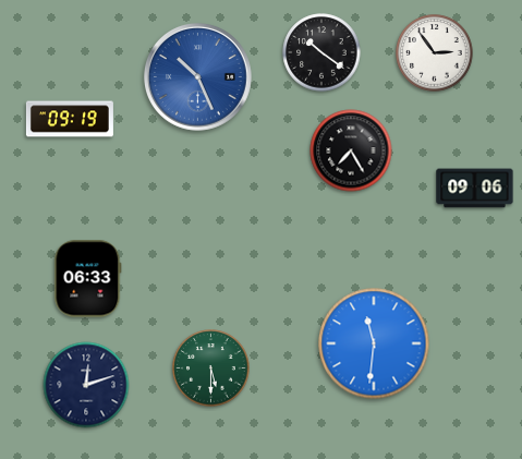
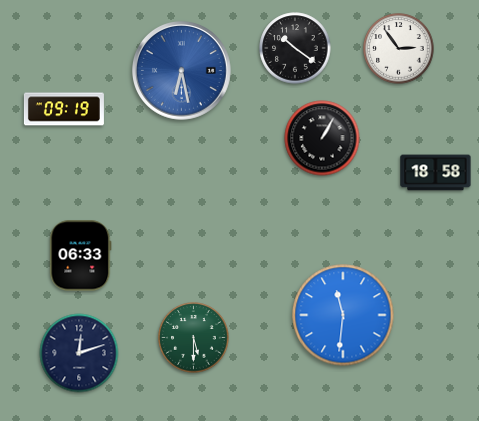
clock at (198, 77): 10:26 -> 6:28
clock at (351, 150): 7:25 -> 1:05
clock at (475, 189): 09:06 -> 18:58
